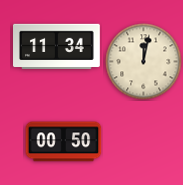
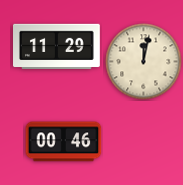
clock at (57, 46): 11:34 -> 11:29
clock at (64, 142): 00:50 -> 00:46
